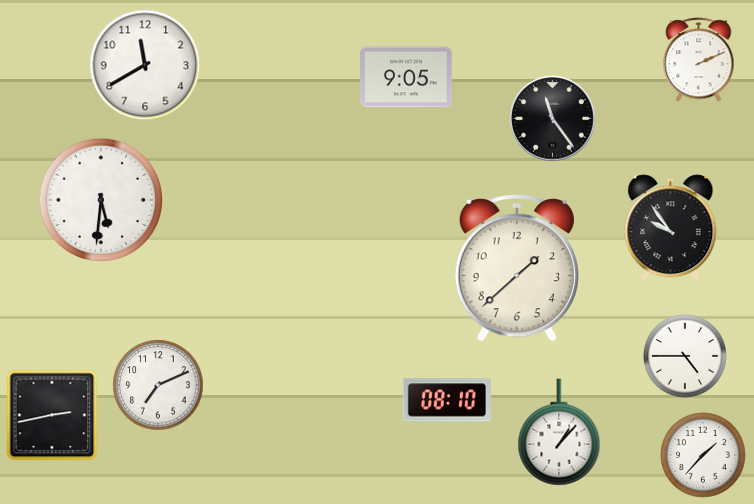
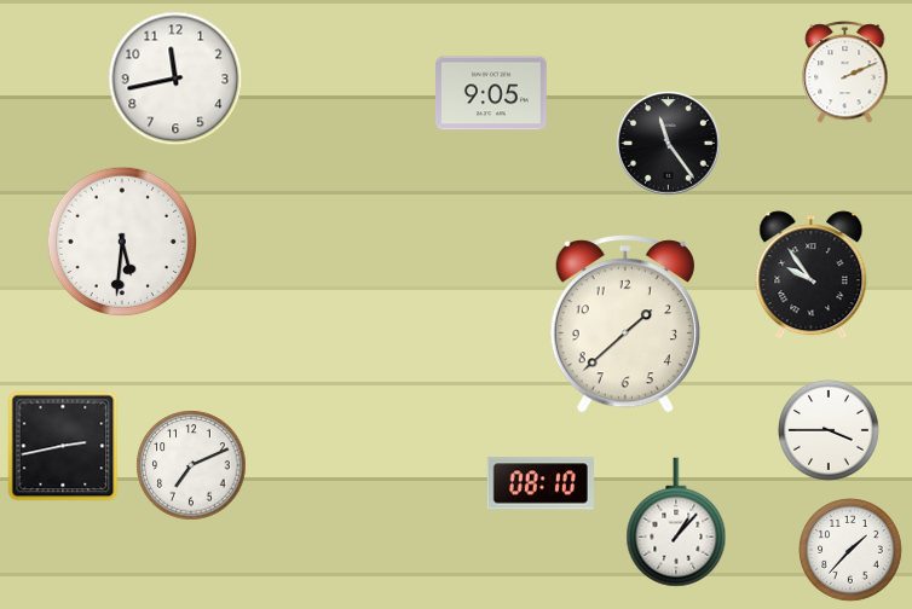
clock at (145, 65): 11:40 -> 11:43
clock at (685, 356): 4:45 -> 3:45
clock at (52, 415) position: (52, 415) -> (63, 446)
